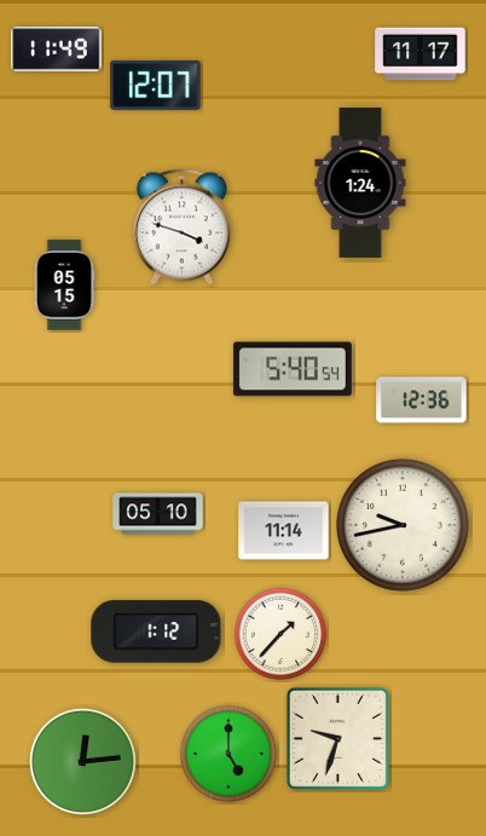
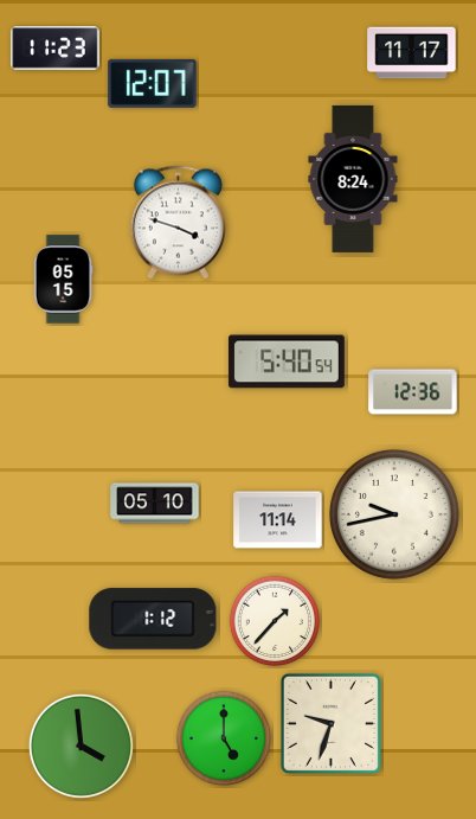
clock at (57, 50): 11:49 -> 11:23
clock at (360, 183): 1:24 -> 8:24
clock at (82, 761): 12:14 -> 3:59
